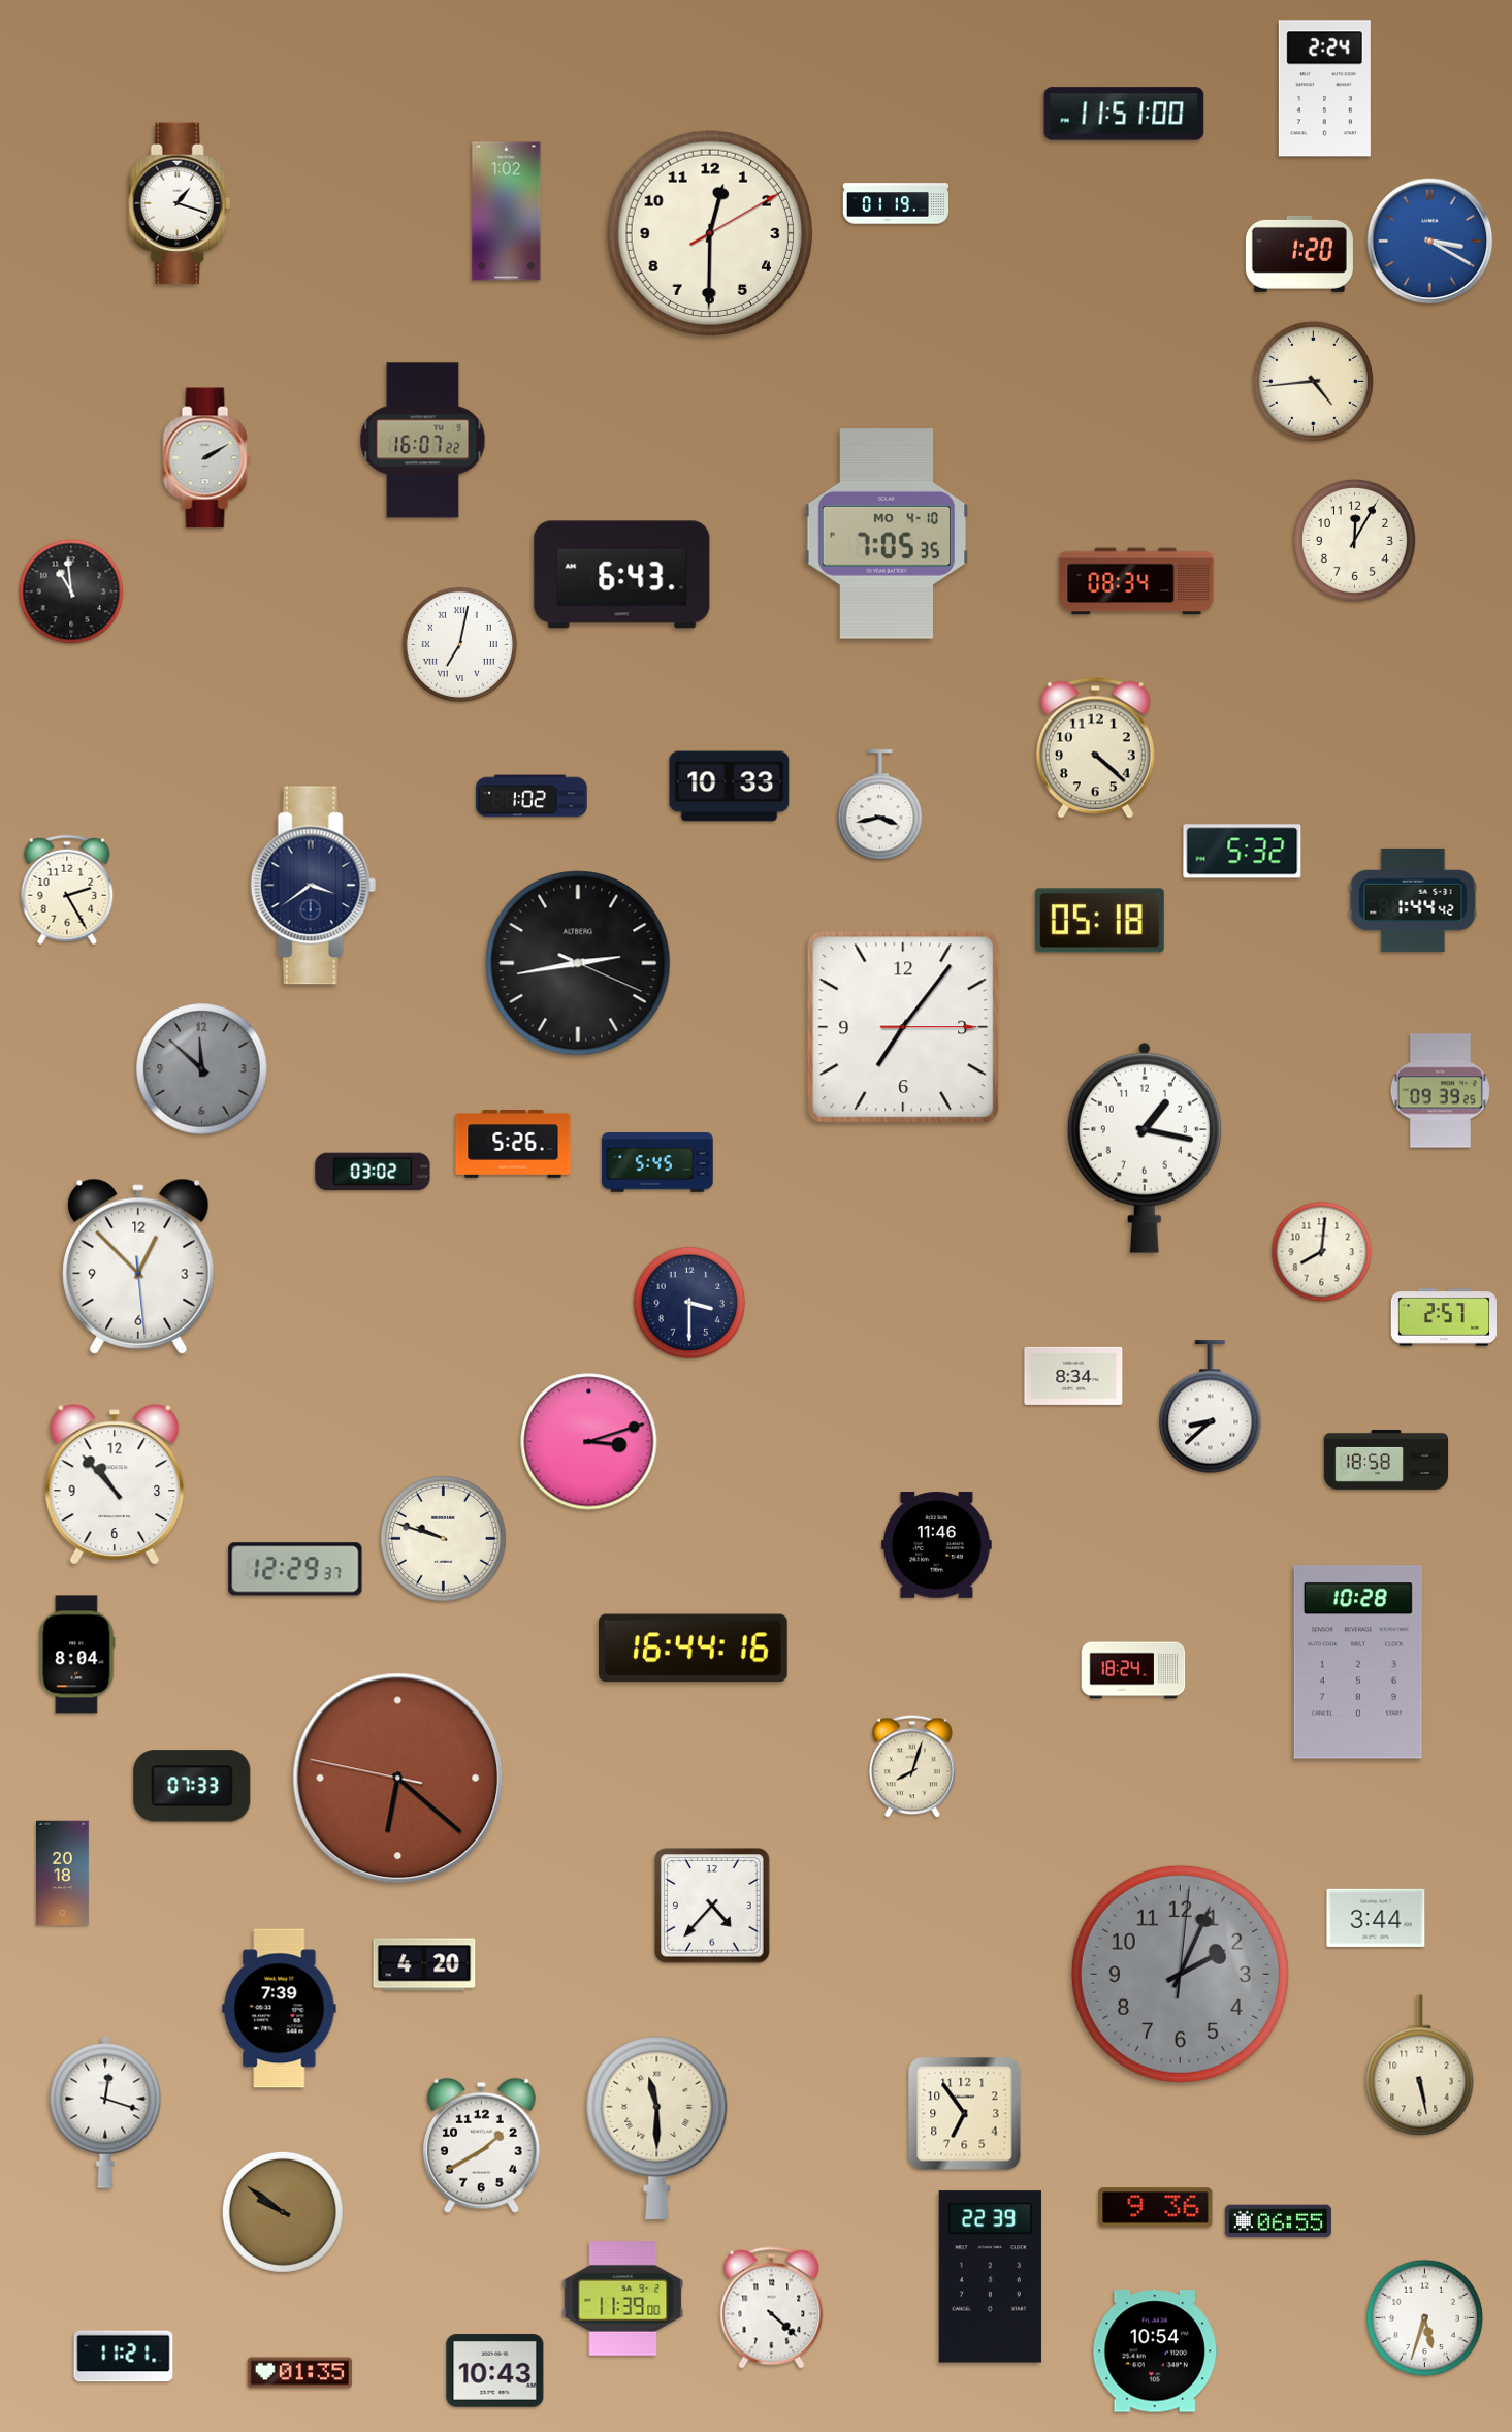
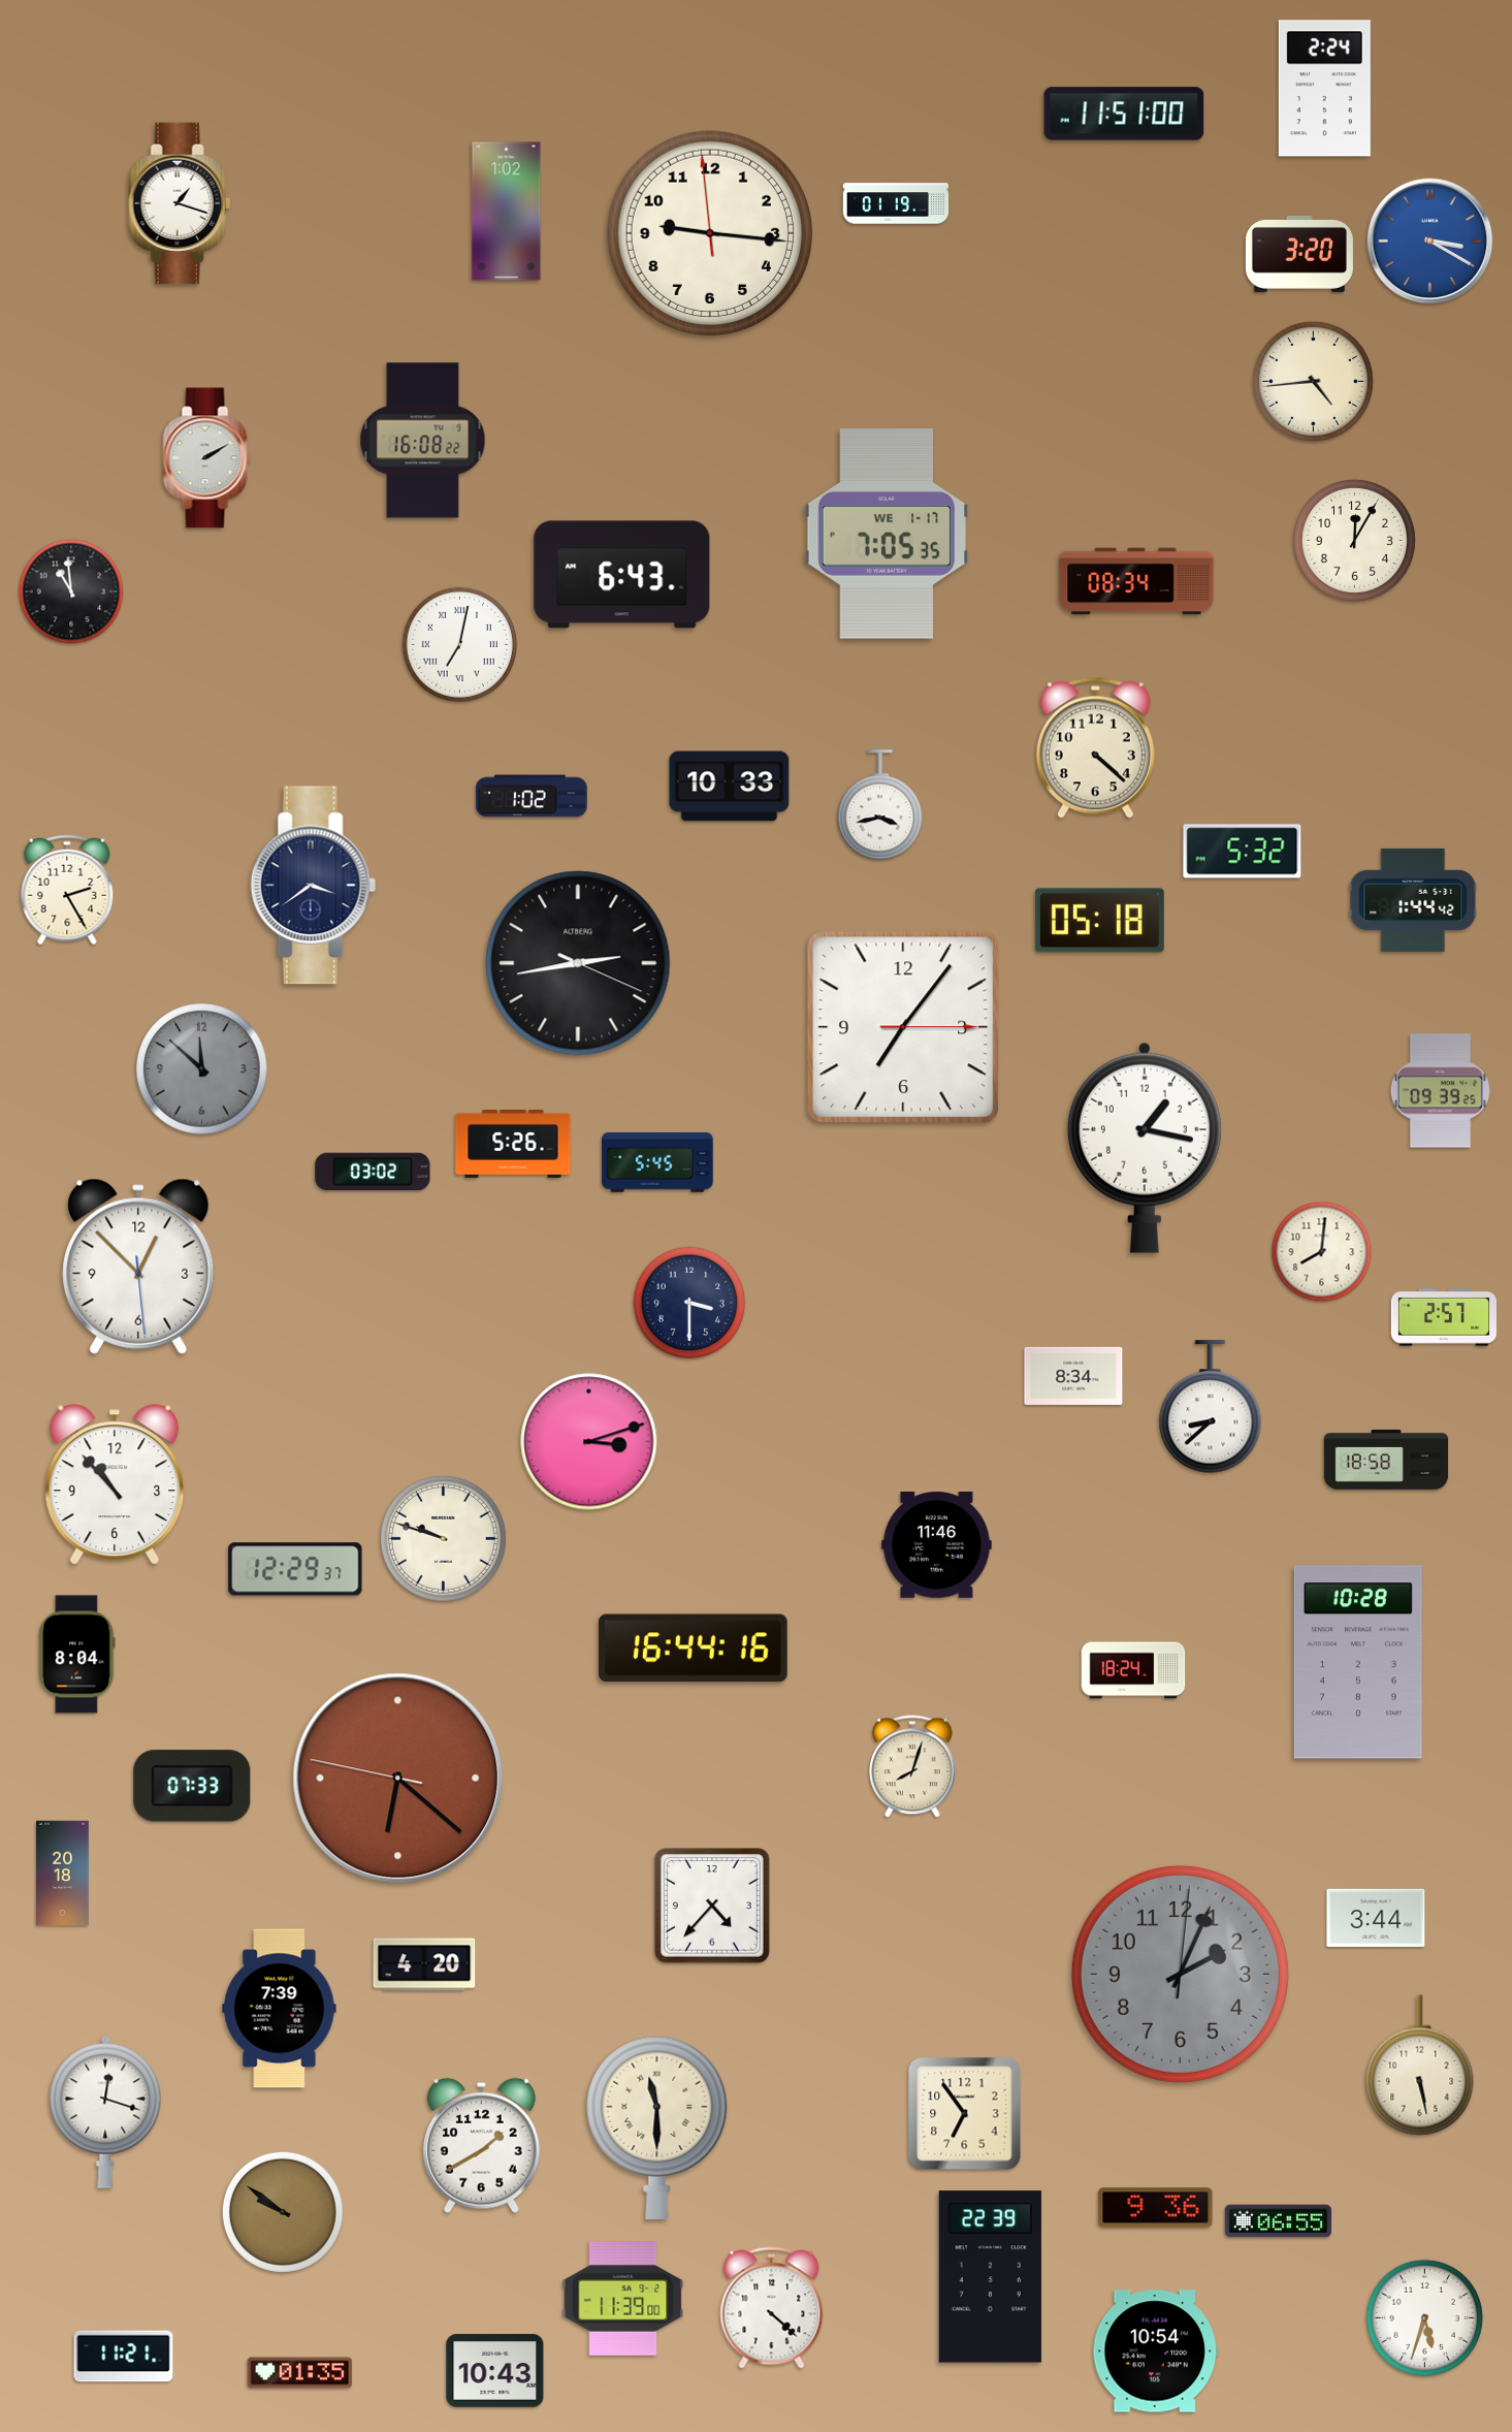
clock at (709, 232): 12:30 -> 9:15
clock at (1299, 254): 1:20 -> 3:20
clock at (423, 441): 16:07 -> 16:08
clock at (887, 534) date: MO 4-10 -> WE 1-17
